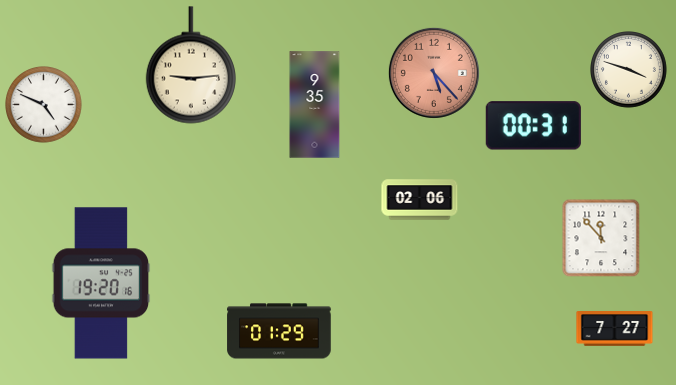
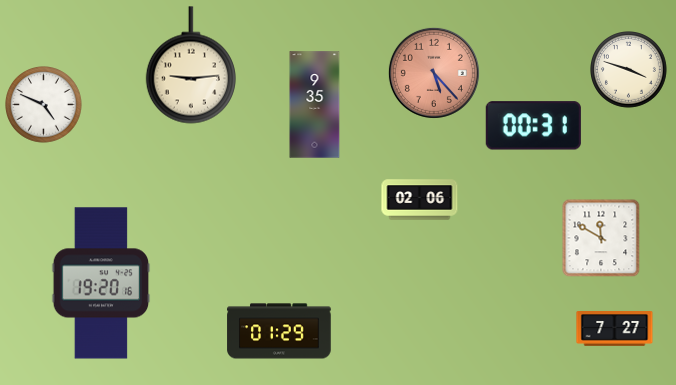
clock at (601, 238): 11:53 -> 11:50
